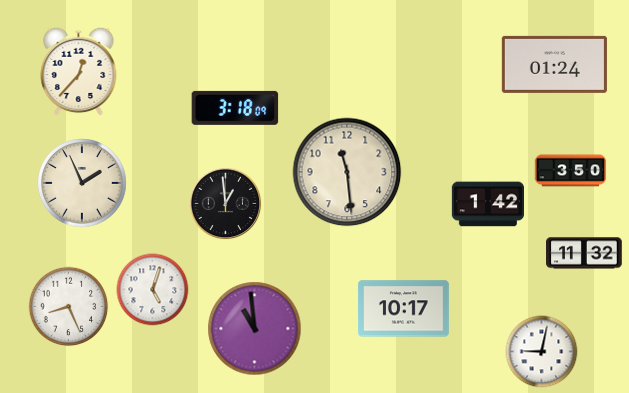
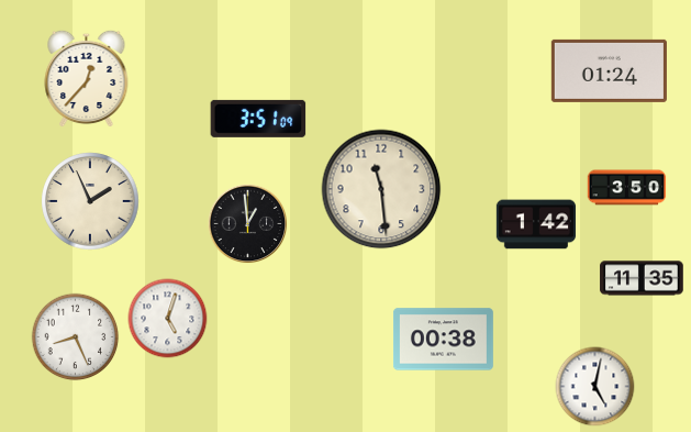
clock at (235, 108): 3:18 -> 3:51
clock at (584, 253): 11:32 -> 11:35
clock at (403, 309): 10:17 -> 00:38
clock at (255, 329): 10:59 -> none
clock at (542, 352): 9:02 -> 5:02
